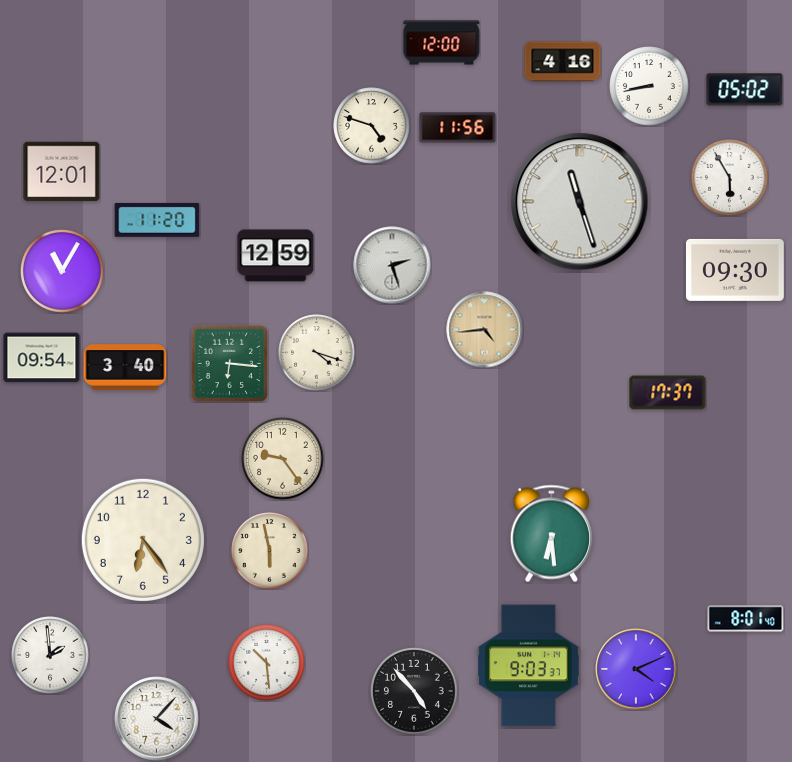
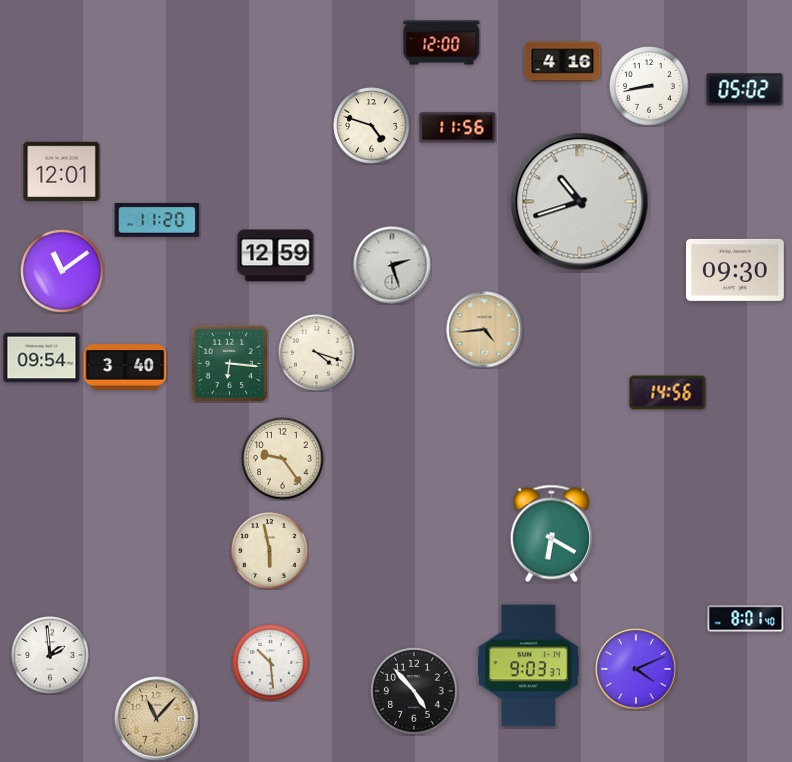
clock at (730, 178): 5:55 -> none
clock at (580, 202): 11:27 -> 10:42
clock at (62, 271): 11:05 -> 11:09
clock at (668, 393): 17:37 -> 14:56
clock at (551, 534): 6:29 -> 6:20
clock at (143, 540): 6:24 -> none
clock at (267, 663) position: (267, 663) -> (271, 663)
clock at (157, 719): 4:07 -> 11:07
clock at (157, 719) dial: white -> champagne
